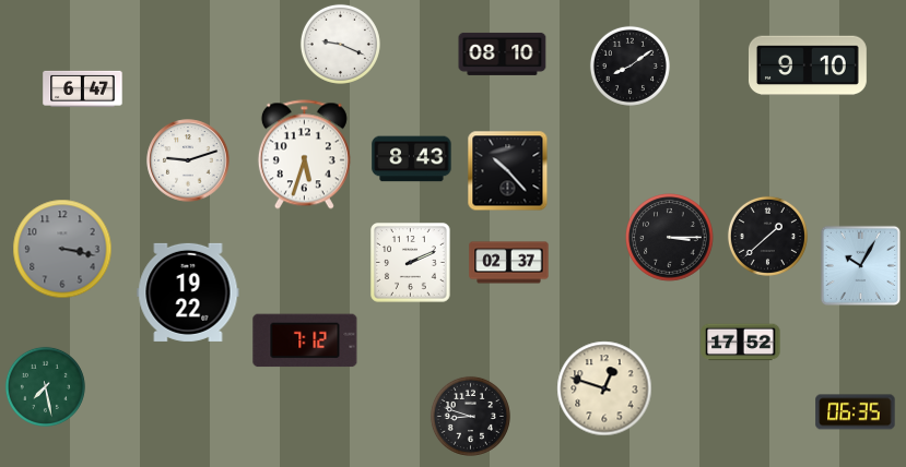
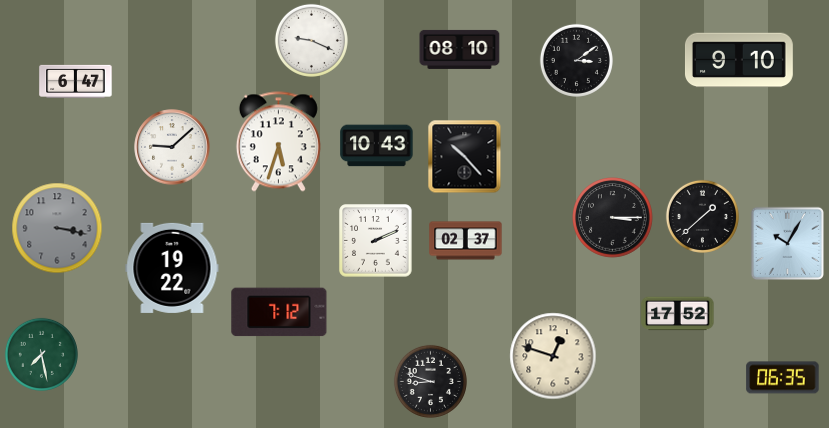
clock at (630, 65): 8:09 -> 3:09
clock at (412, 159): 8:43 -> 10:43
clock at (188, 160): 9:12 -> 9:08
